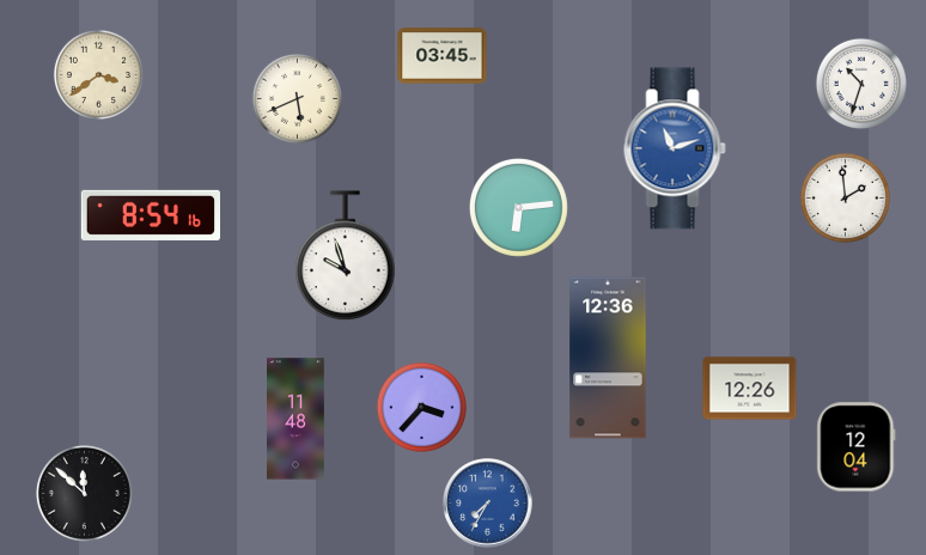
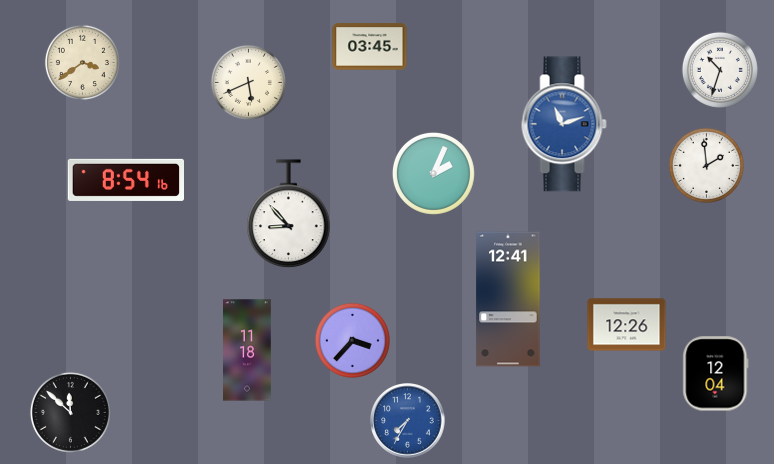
clock at (518, 207): 6:14 -> 2:04
clock at (346, 256): 9:57 -> 8:53
clock at (608, 358): 12:36 -> 12:41
clock at (296, 419): 11:48 -> 11:18
